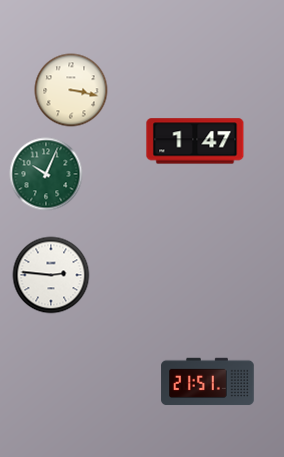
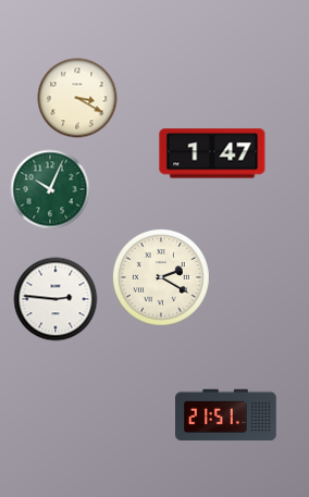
clock at (71, 90): 3:17 -> 3:20
clock at (161, 277): none -> 2:20
